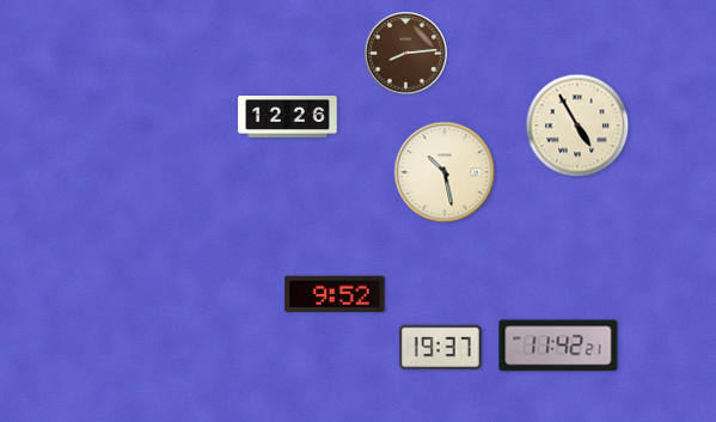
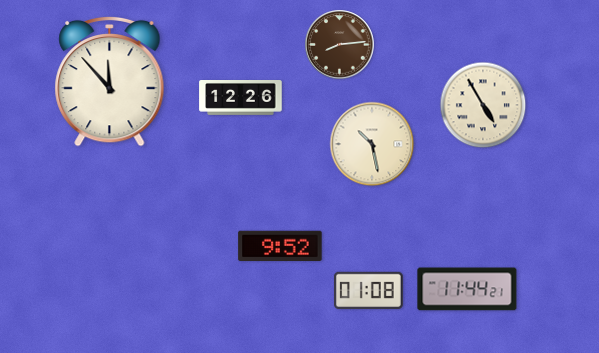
clock at (110, 81): none -> 11:53
clock at (558, 345): 11:42 -> 11:44
clock at (440, 347): 19:37 -> 01:08
